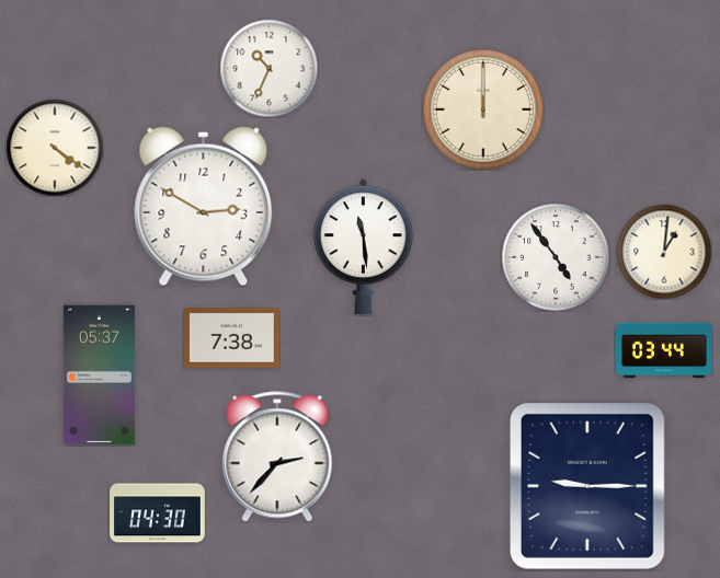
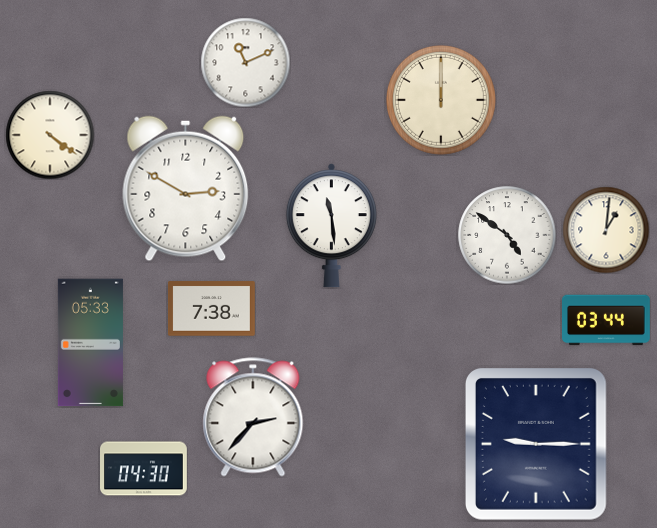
clock at (268, 68): 10:34 -> 11:11
clock at (556, 257): 4:54 -> 4:51
clock at (99, 375): 05:37 -> 05:33
